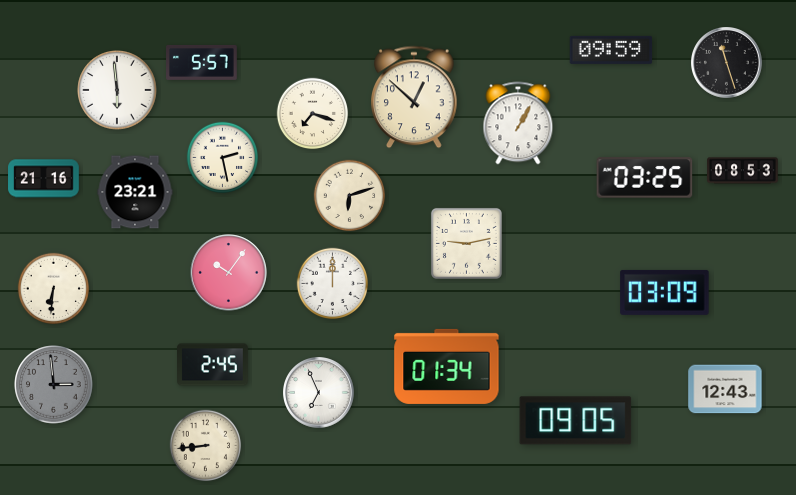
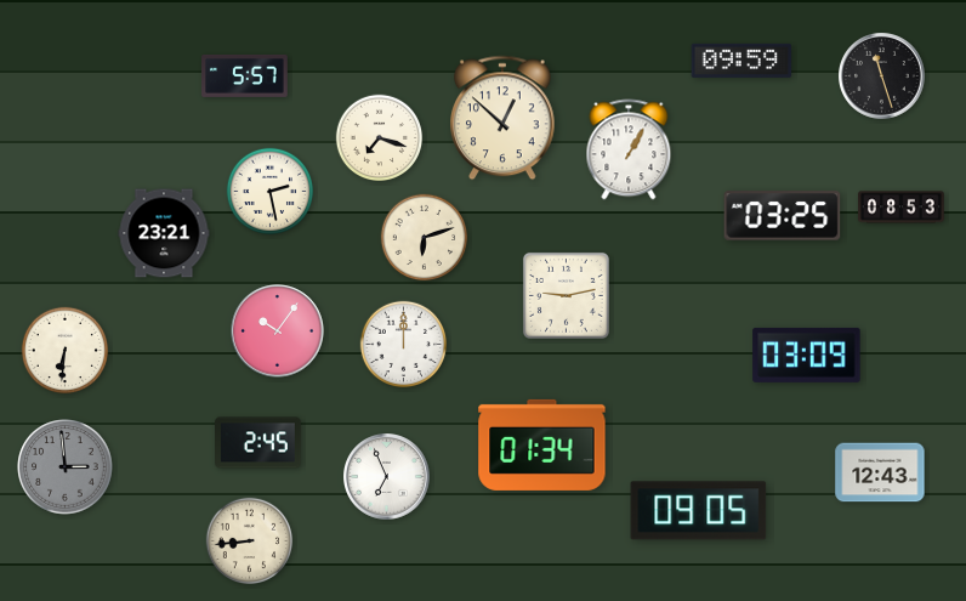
clock at (117, 90): 5:59 -> none
clock at (44, 179): 21:16 -> none
